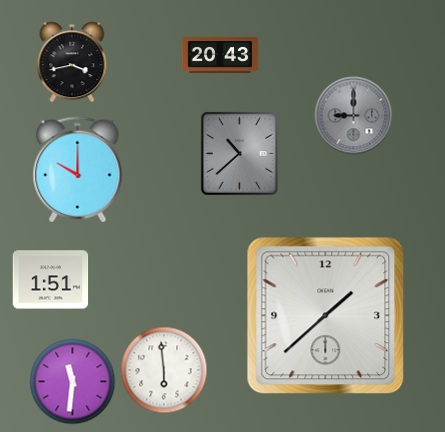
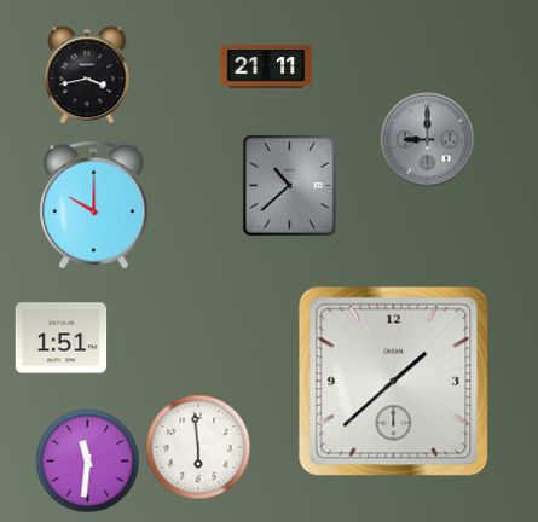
clock at (220, 56): 20:43 -> 21:11
